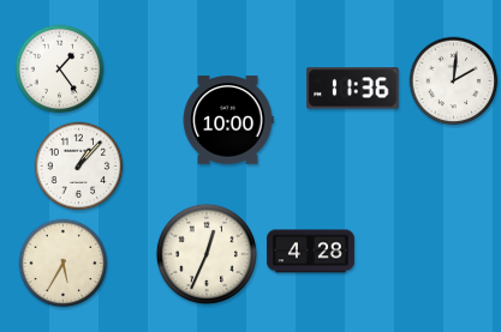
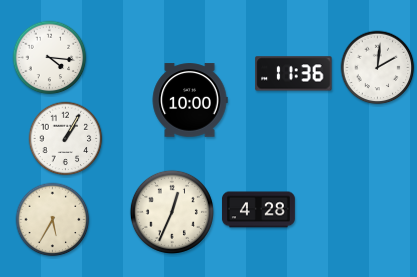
clock at (60, 70): 1:24 -> 4:16
clock at (79, 167): 1:07 -> 1:05
